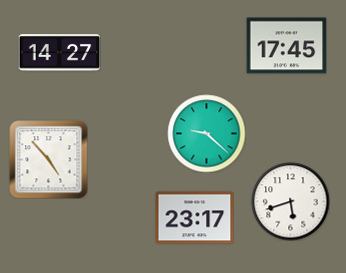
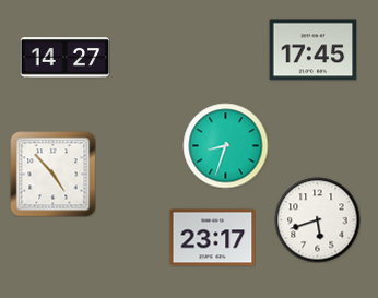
clock at (206, 133): 9:22 -> 8:33
